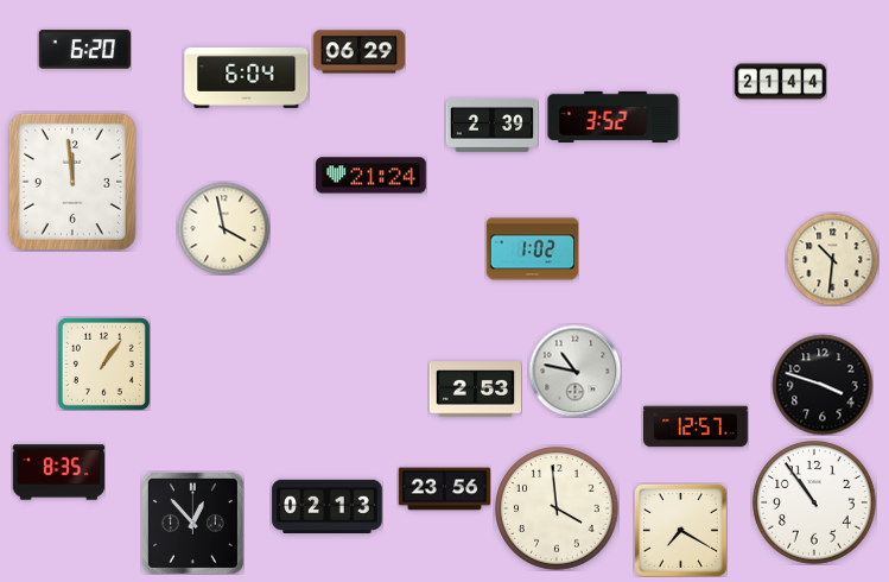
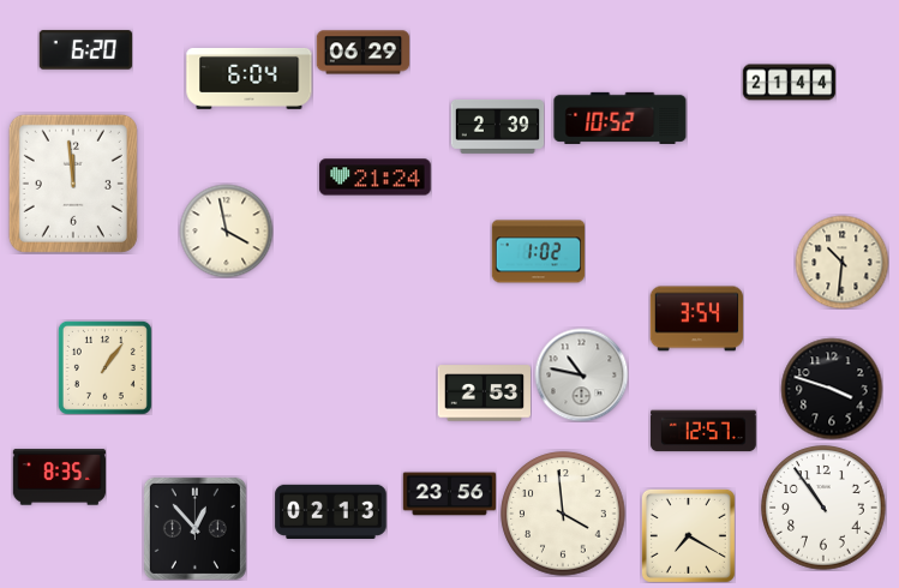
clock at (614, 116): 3:52 -> 10:52
clock at (696, 319): none -> 3:54
clock at (475, 390) position: (475, 390) -> (484, 394)
